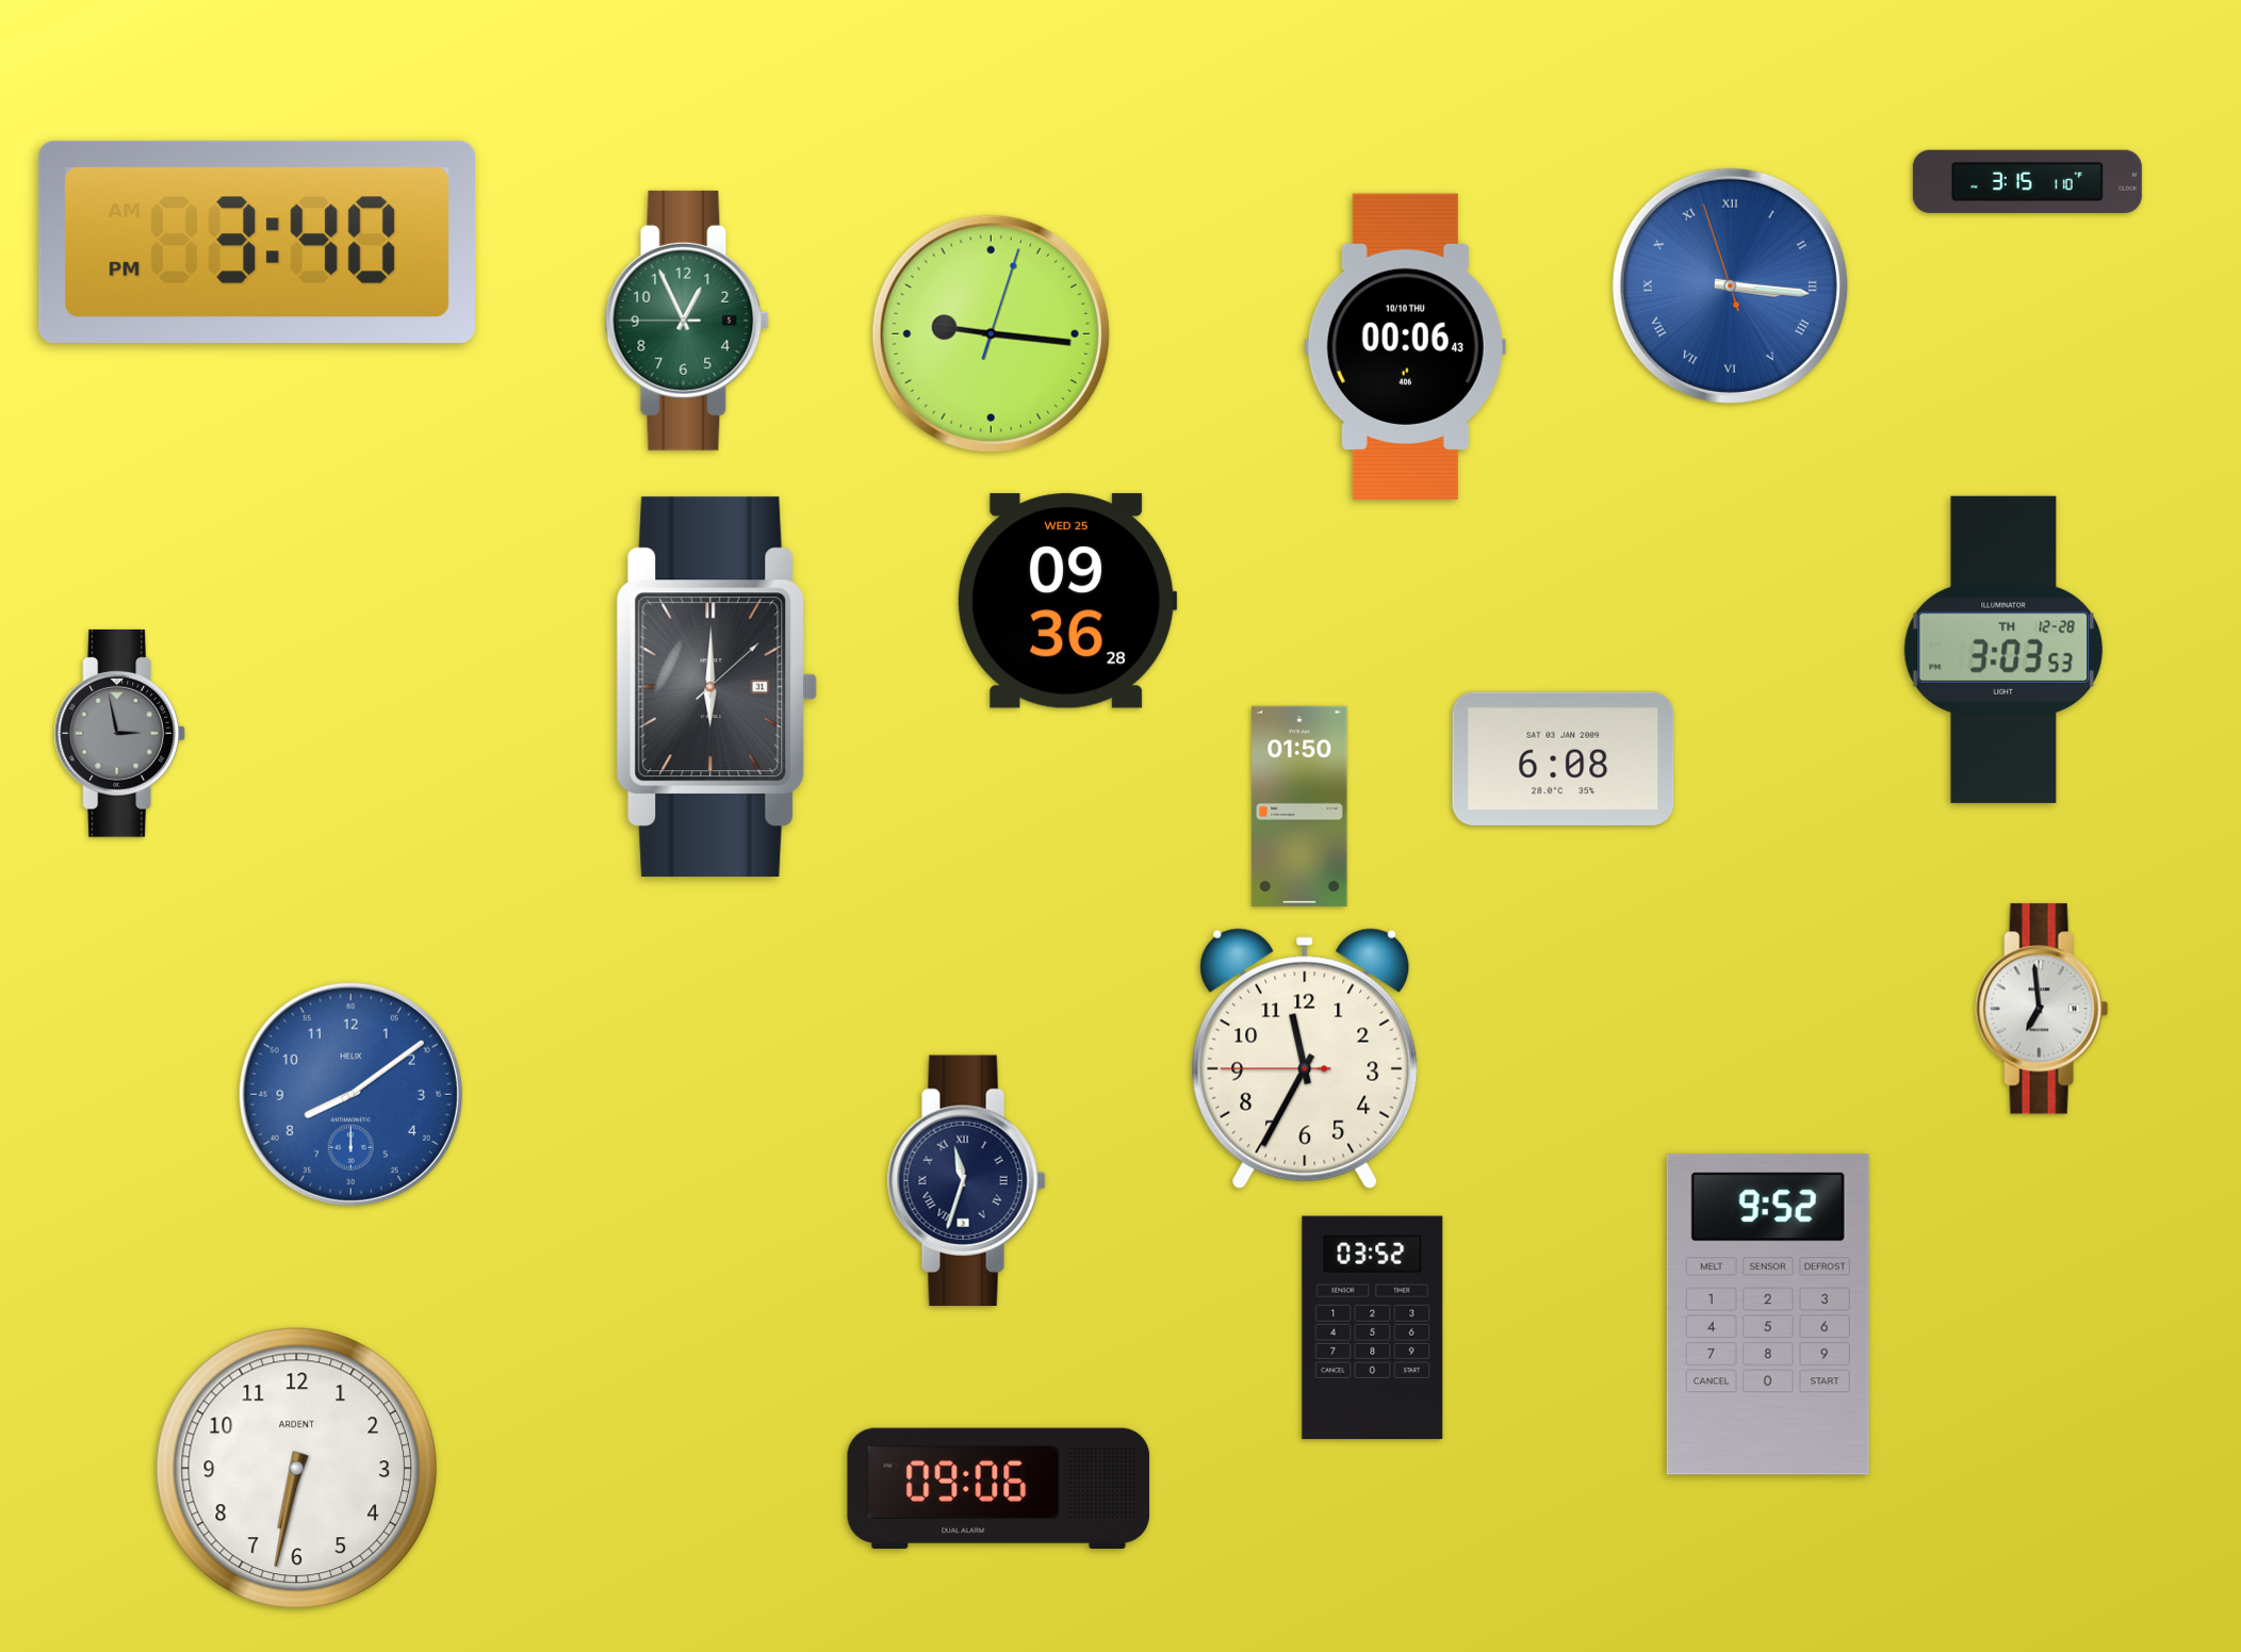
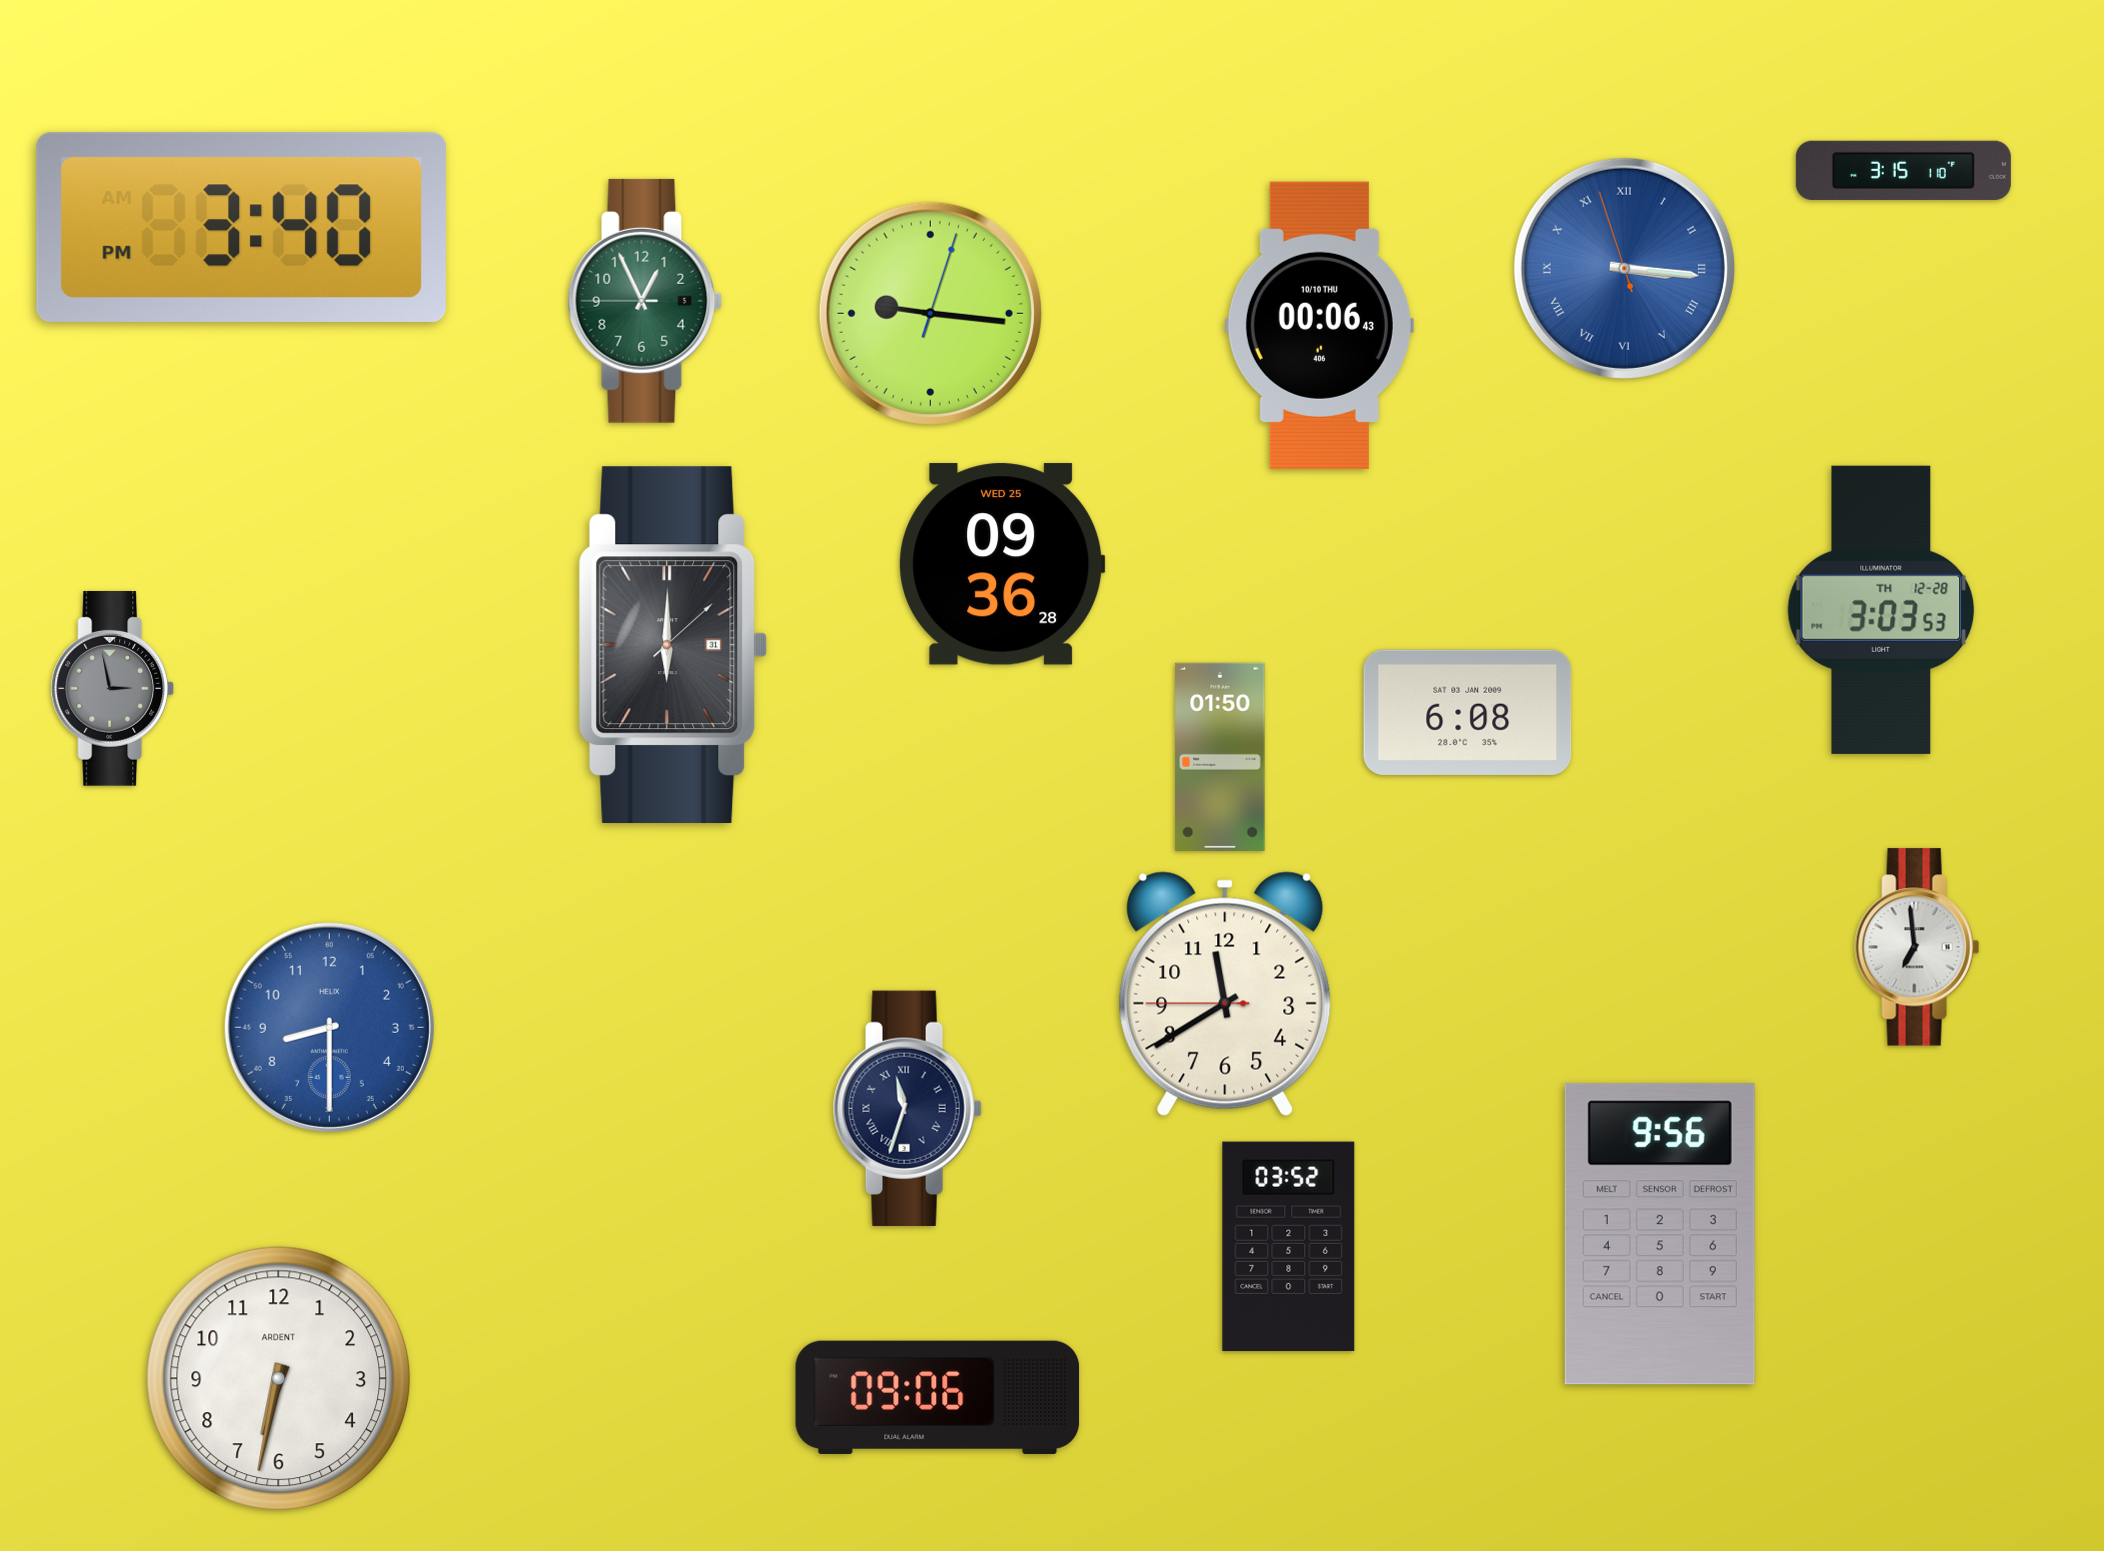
clock at (1305, 1059): 11:34 -> 11:39
clock at (350, 1094): 8:09 -> 8:30
clock at (1768, 1314): 9:52 -> 9:56
